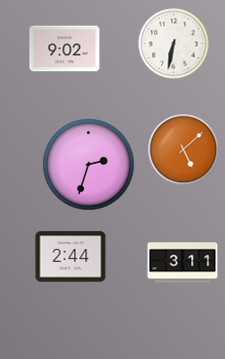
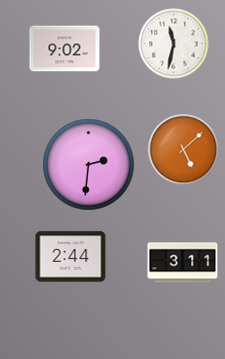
clock at (174, 44): 6:32 -> 11:32
clock at (89, 165): 2:33 -> 2:31
